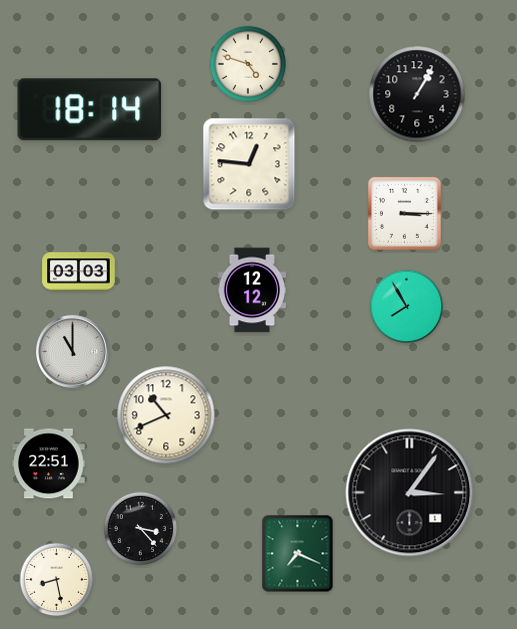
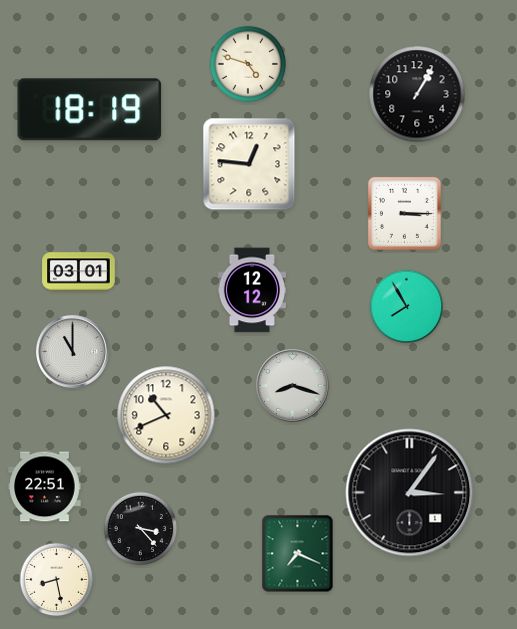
clock at (90, 110): 18:14 -> 18:19
clock at (79, 272): 03:03 -> 03:01
clock at (293, 386): none -> 8:18
clock at (49, 464) position: (49, 464) -> (45, 487)
